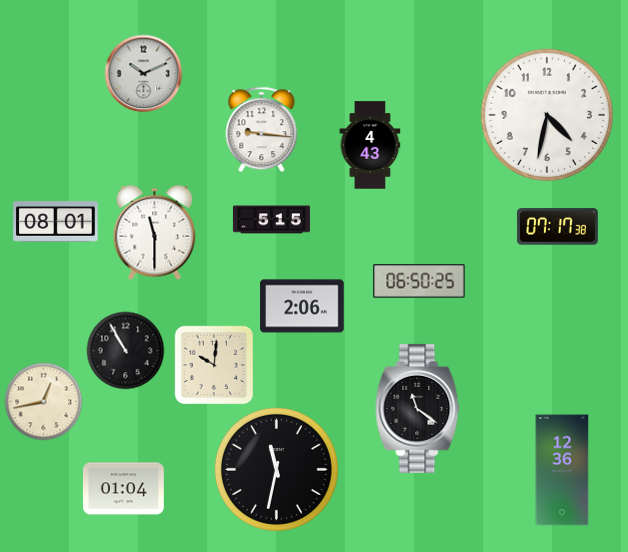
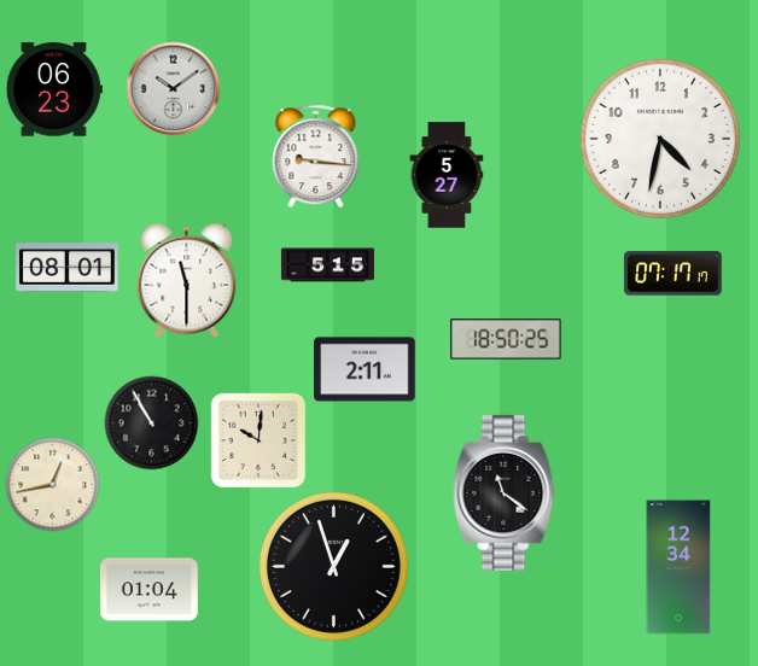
clock at (143, 73): 10:11 -> 10:09
clock at (54, 89): none -> 06:23
clock at (370, 145): 4:43 -> 5:27
clock at (557, 227): 07:17:38 -> 07:17:17
clock at (419, 281): 06:50 -> 18:50
clock at (302, 306): 2:06 -> 2:11
clock at (276, 469): 11:32 -> 12:57
clock at (562, 470): 12:36 -> 12:34
